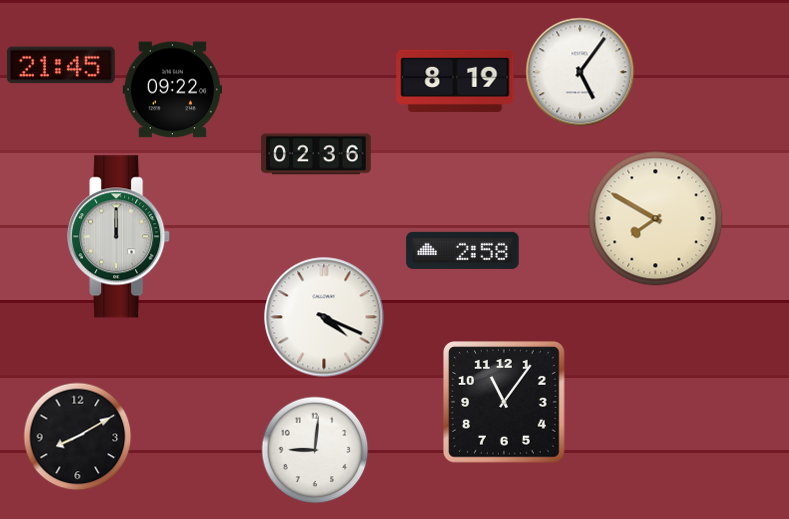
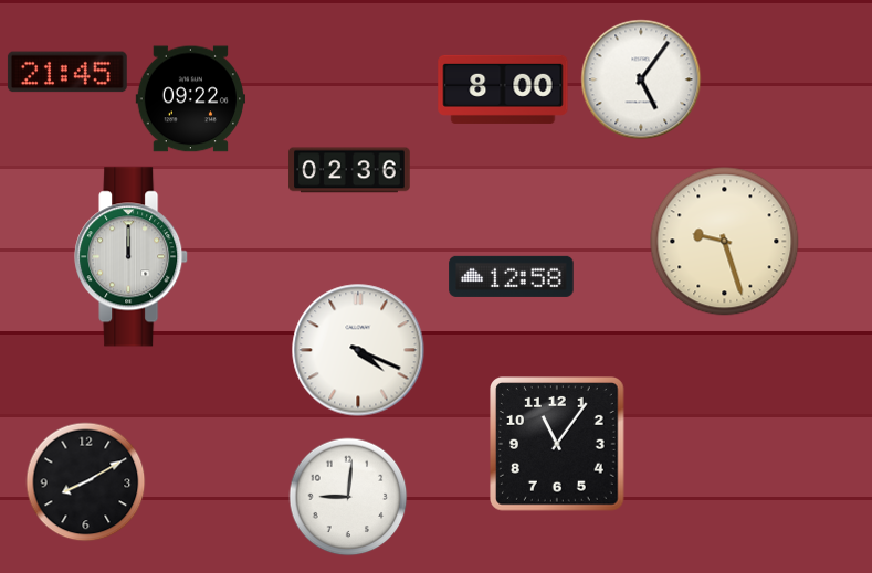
clock at (455, 81): 8:19 -> 8:00
clock at (656, 219): 7:50 -> 9:27
clock at (119, 237) position: (119, 237) -> (132, 257)
clock at (463, 250): 2:58 -> 12:58
